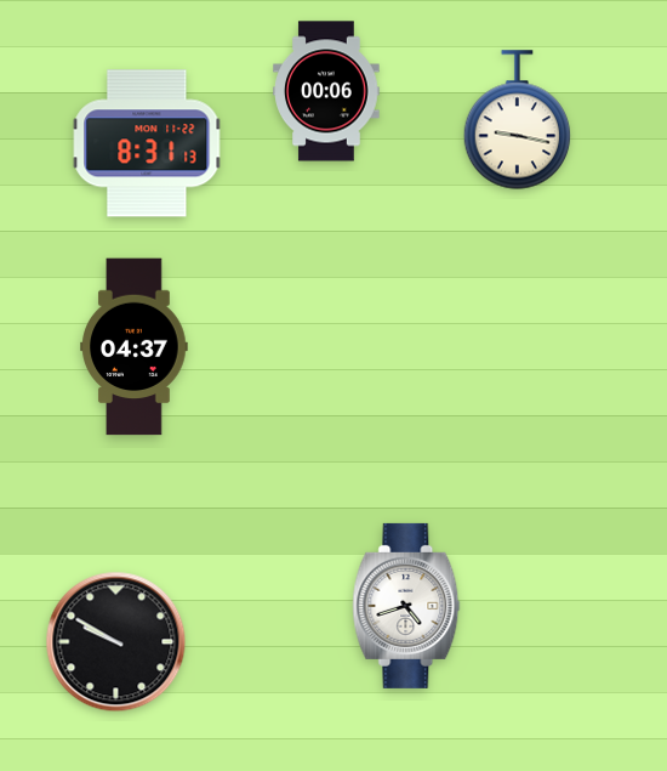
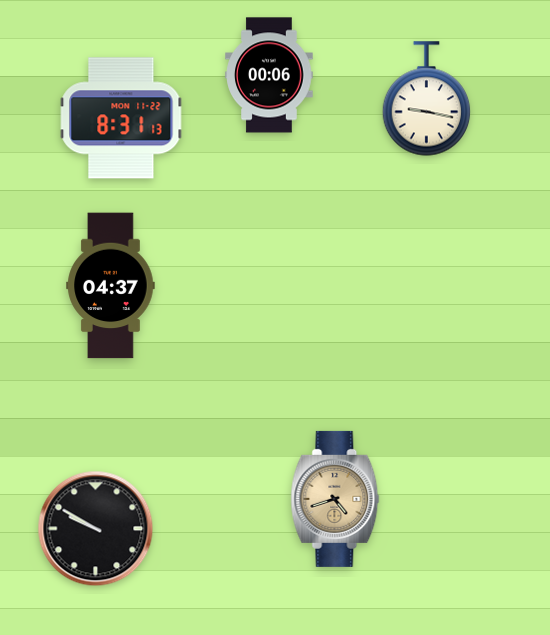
clock at (406, 606) dial: white -> champagne
